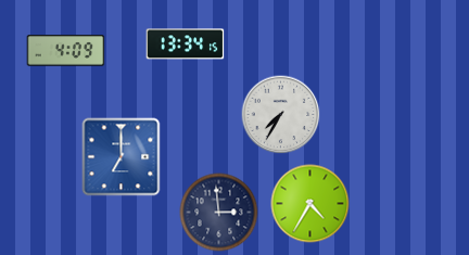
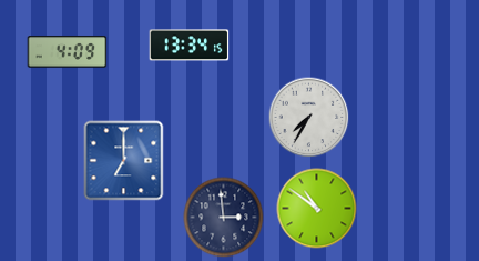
clock at (281, 115) position: (281, 115) -> (309, 118)
clock at (310, 204): 4:35 -> 10:51
